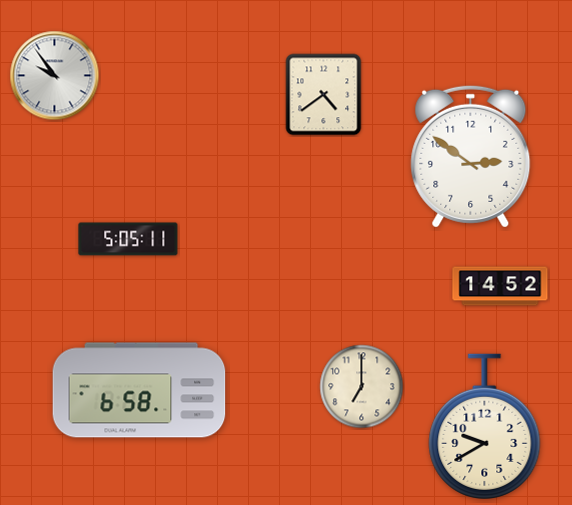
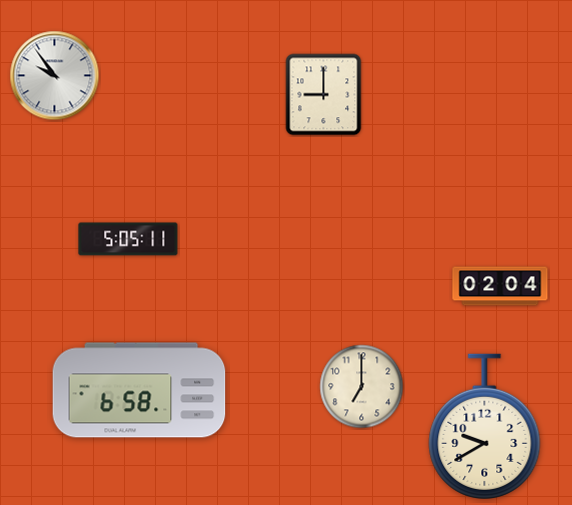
clock at (324, 95): 4:39 -> 9:00
clock at (471, 156): 2:51 -> none
clock at (500, 286): 14:52 -> 02:04
